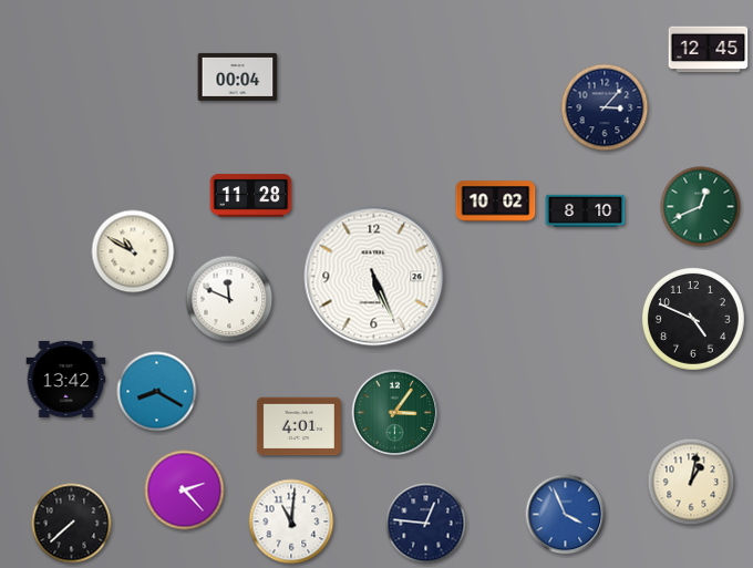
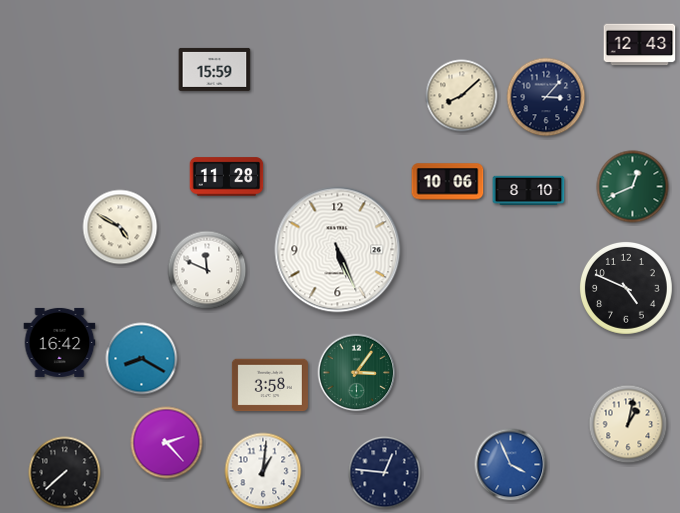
clock at (709, 50): 12:45 -> 12:43
clock at (238, 76): 00:04 -> 15:59
clock at (462, 96): none -> 8:08
clock at (496, 202): 10:02 -> 10:06
clock at (133, 251): 10:50 -> 4:50
clock at (66, 379): 13:42 -> 16:42
clock at (157, 392) position: (157, 392) -> (142, 359)
clock at (299, 426): 4:01 -> 3:58
clock at (691, 482) position: (691, 482) -> (628, 424)
clock at (291, 521): 11:01 -> 1:01
